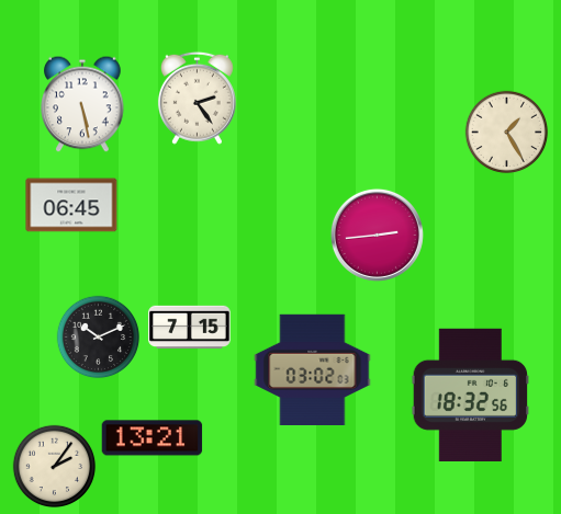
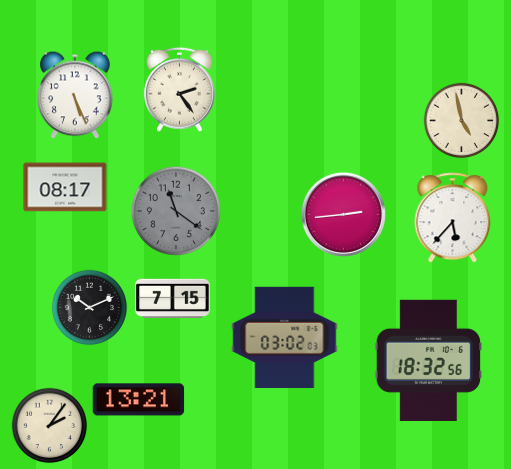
clock at (82, 104): 5:28 -> 5:26
clock at (507, 133): 1:25 -> 4:58
clock at (71, 205): 06:45 -> 08:17
clock at (176, 211): none -> 11:21
clock at (453, 218): none -> 5:37
